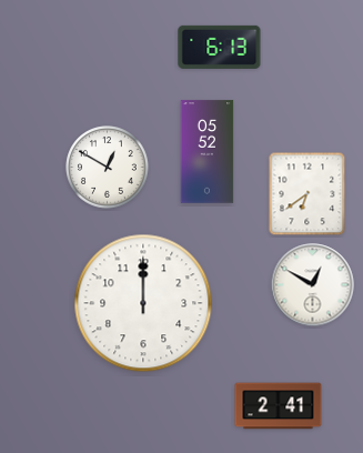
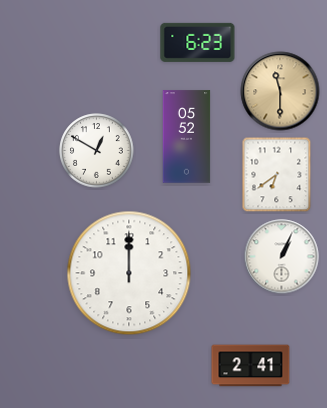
clock at (220, 47): 6:13 -> 6:23
clock at (280, 91): none -> 11:30
clock at (313, 285): 12:50 -> 1:04
